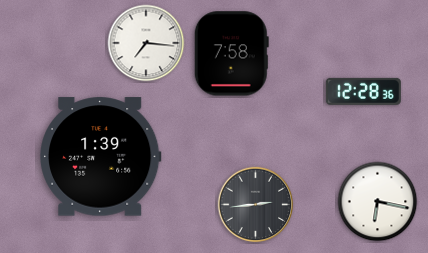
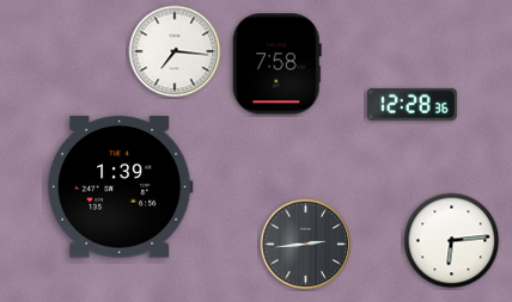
clock at (363, 91) position: (363, 91) -> (412, 104)
clock at (378, 202): 6:17 -> 6:14
